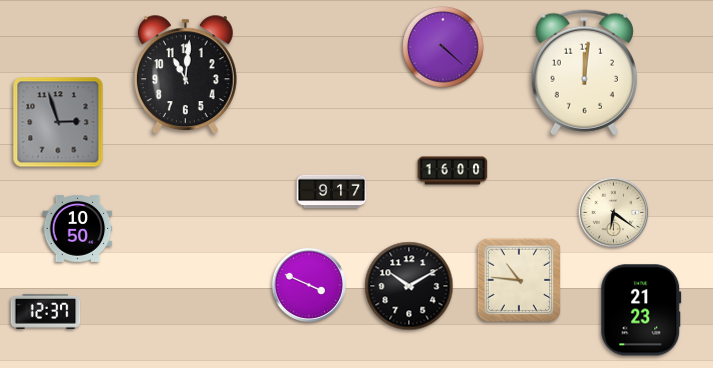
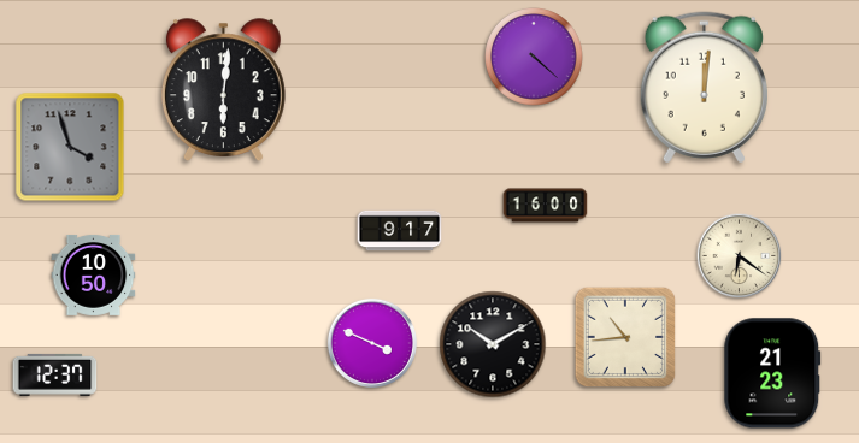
clock at (185, 75): 11:01 -> 6:01
clock at (58, 122): 2:57 -> 3:57
clock at (519, 280): 10:46 -> 10:44
